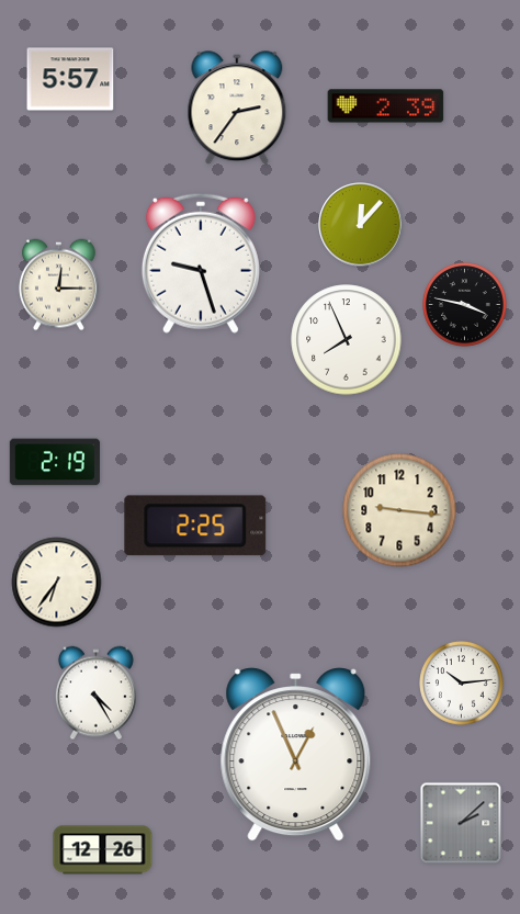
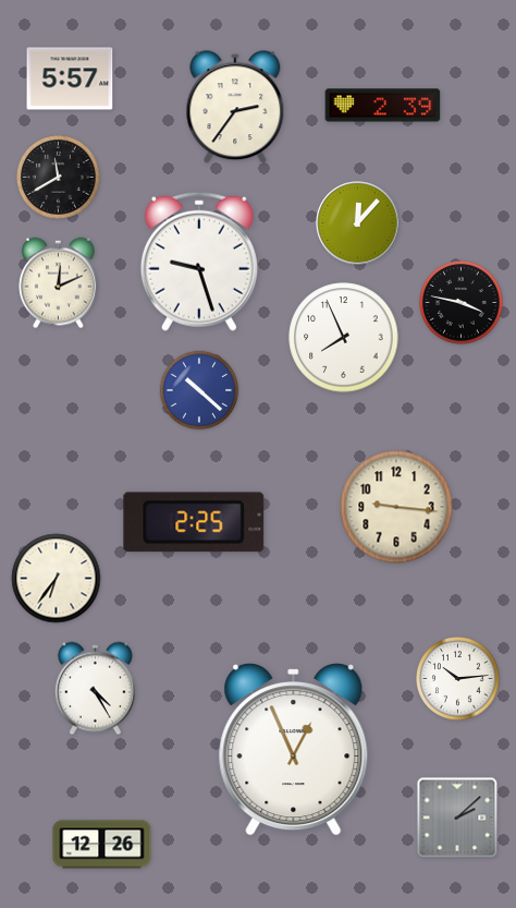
clock at (59, 178): none -> 11:40
clock at (59, 285): 12:15 -> 12:11
clock at (199, 390): none -> 10:22
clock at (55, 462): 2:19 -> none
